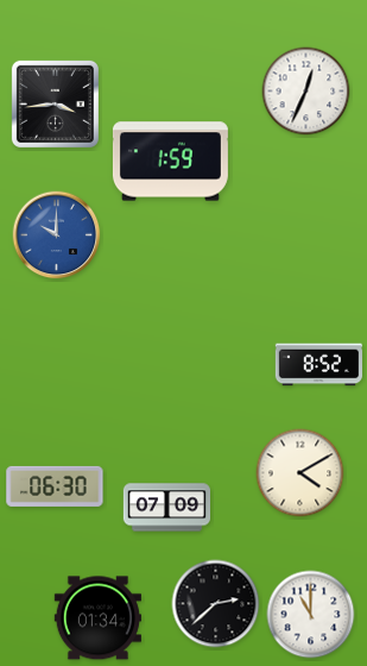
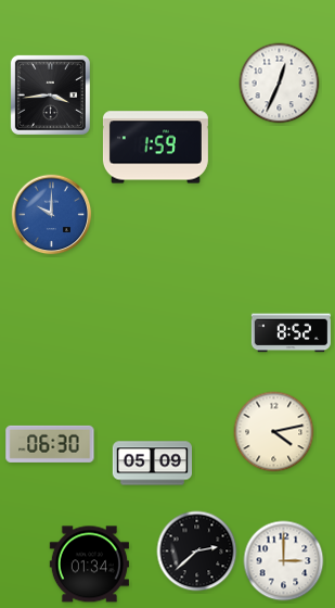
clock at (300, 473): 4:10 -> 4:13
clock at (166, 508): 07:09 -> 05:09
clock at (311, 615): 11:00 -> 3:00
